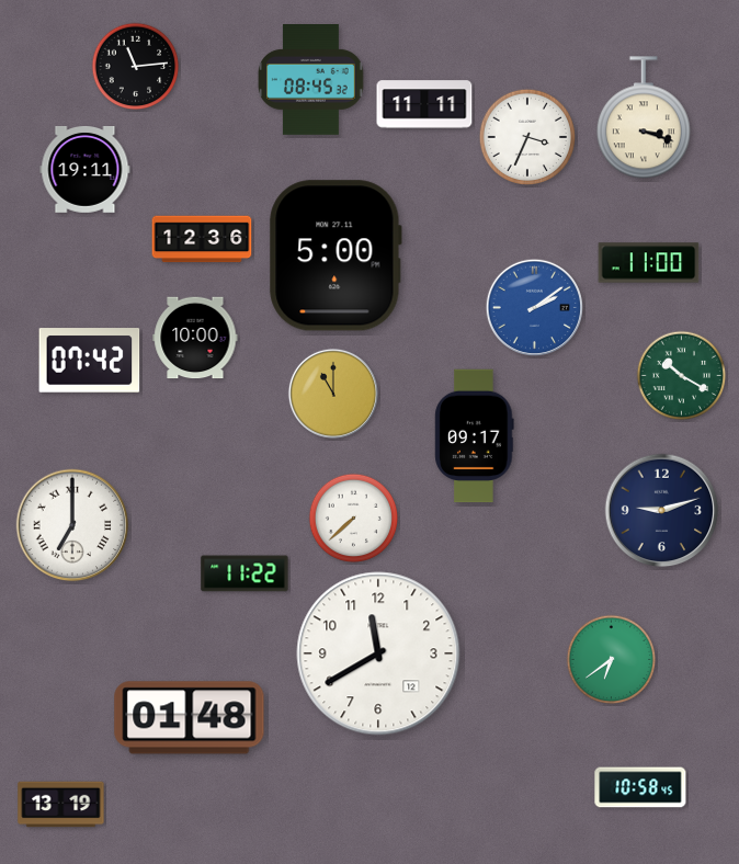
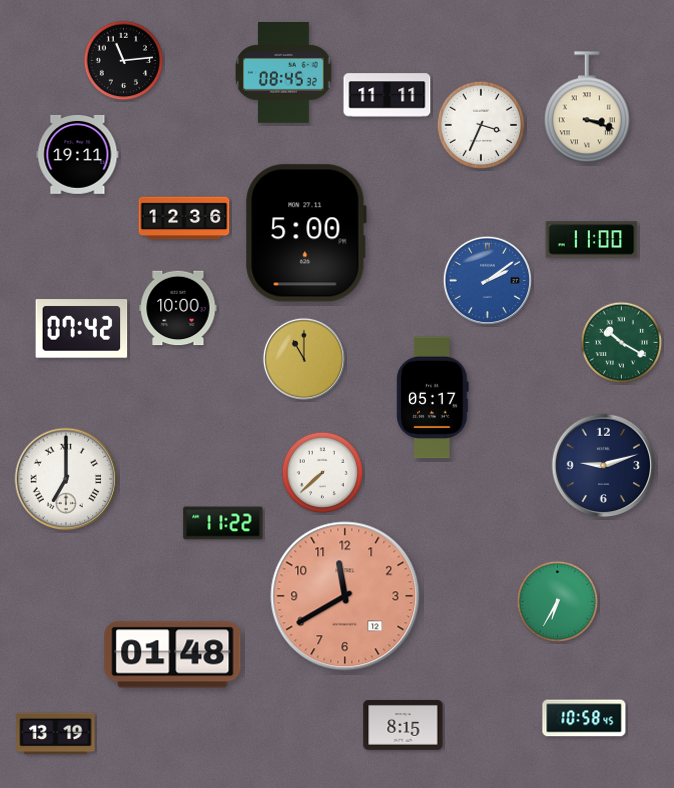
clock at (475, 436): 09:17 -> 05:17
clock at (378, 653) dial: white -> salmon
clock at (612, 660): 6:39 -> 6:35
clock at (403, 725): none -> 8:15
